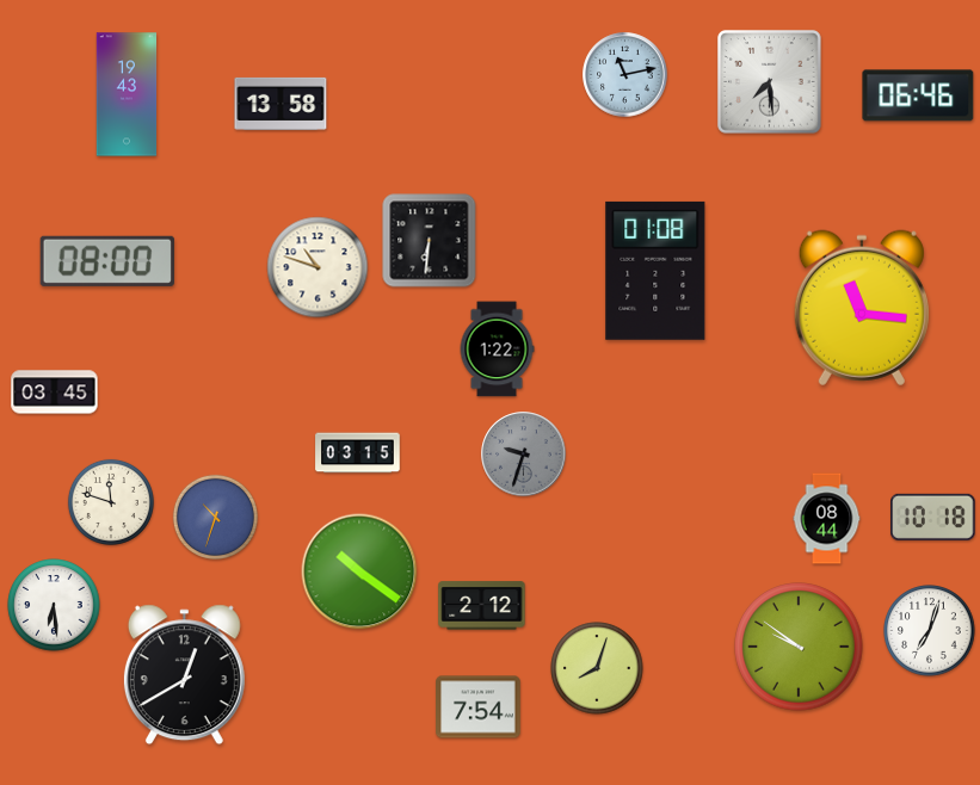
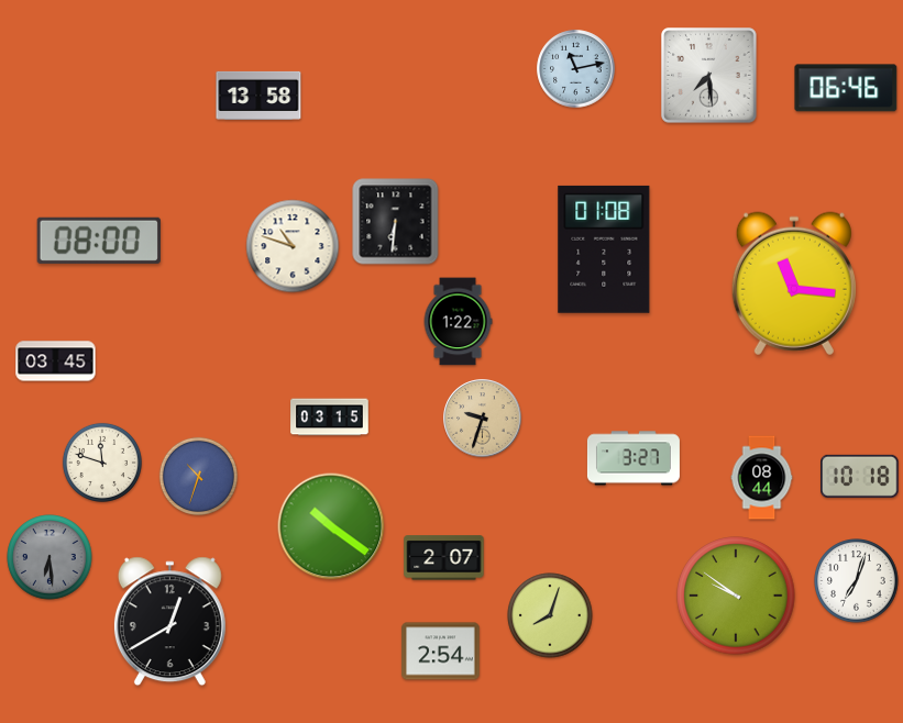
clock at (127, 94): 19:43 -> none
clock at (55, 392) position: (55, 392) -> (56, 361)
clock at (524, 455) dial: grey -> champagne
clock at (634, 458): none -> 3:27
clock at (54, 605) dial: white -> grey
clock at (482, 606): 2:12 -> 2:07
clock at (479, 707): 7:54 -> 2:54
